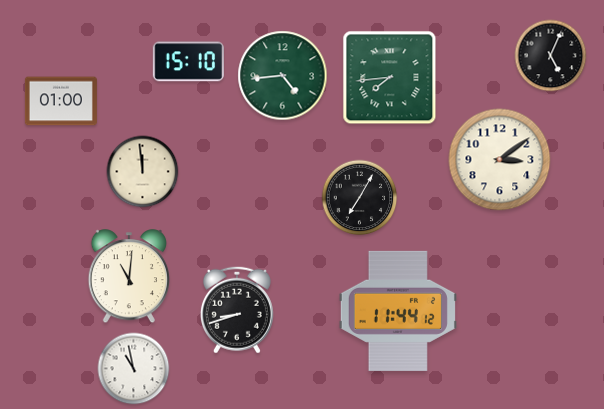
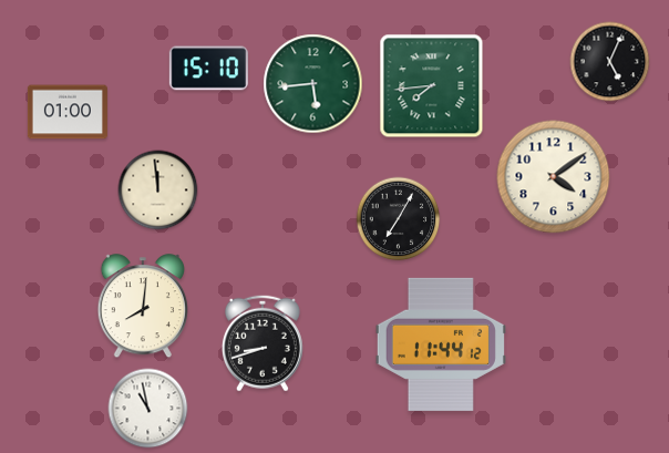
clock at (283, 76): 4:44 -> 5:44
clock at (500, 160): 3:09 -> 4:09
clock at (129, 277): 11:01 -> 8:01
